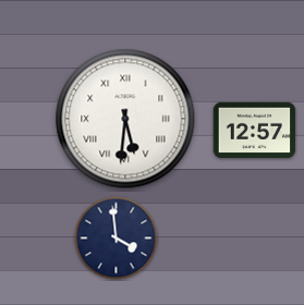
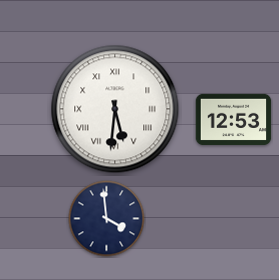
clock at (255, 131): 12:57 -> 12:53
